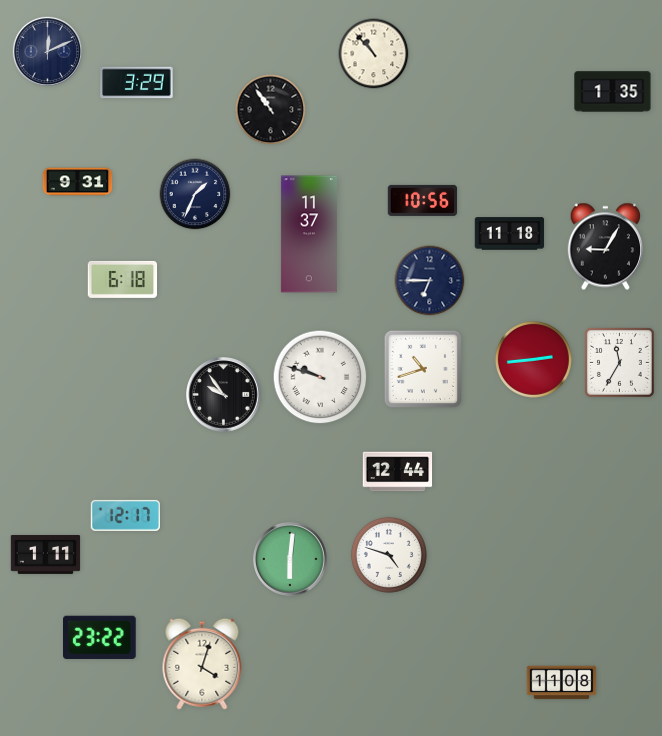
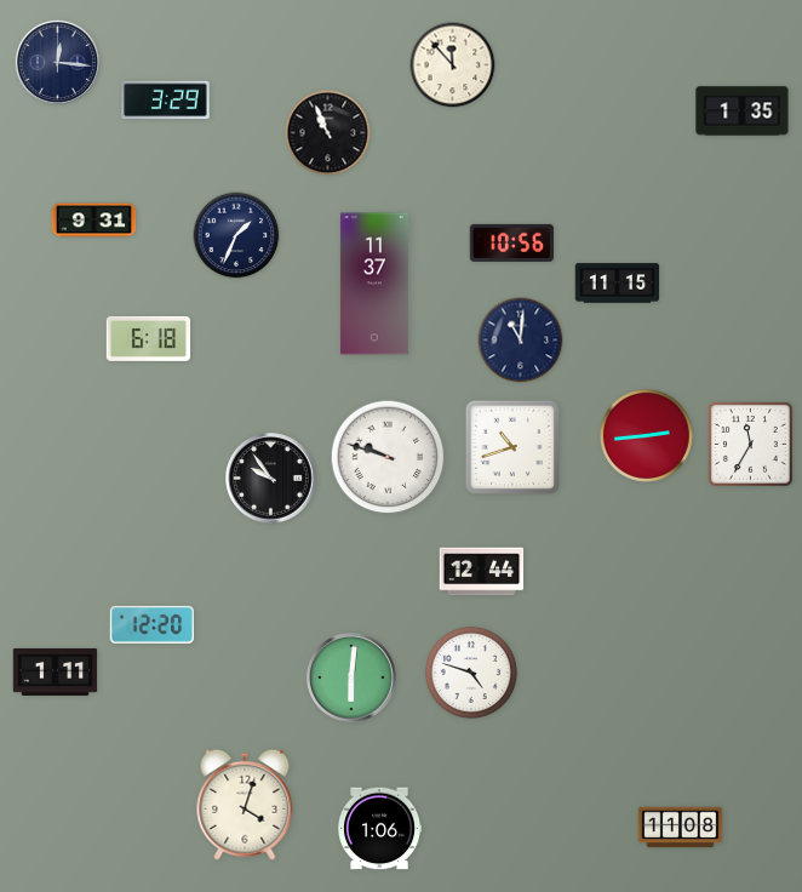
clock at (47, 51): 12:11 -> 12:16
clock at (374, 54): 10:53 -> 11:53
clock at (271, 110): 10:54 -> 10:56
clock at (510, 234): 11:18 -> 11:15
clock at (605, 247): 9:05 -> none
clock at (430, 281): 6:45 -> 11:01
clock at (619, 362) position: (619, 362) -> (750, 444)
clock at (125, 515): 12:17 -> 12:20
clock at (100, 637): 23:22 -> none
clock at (379, 829): none -> 1:06
